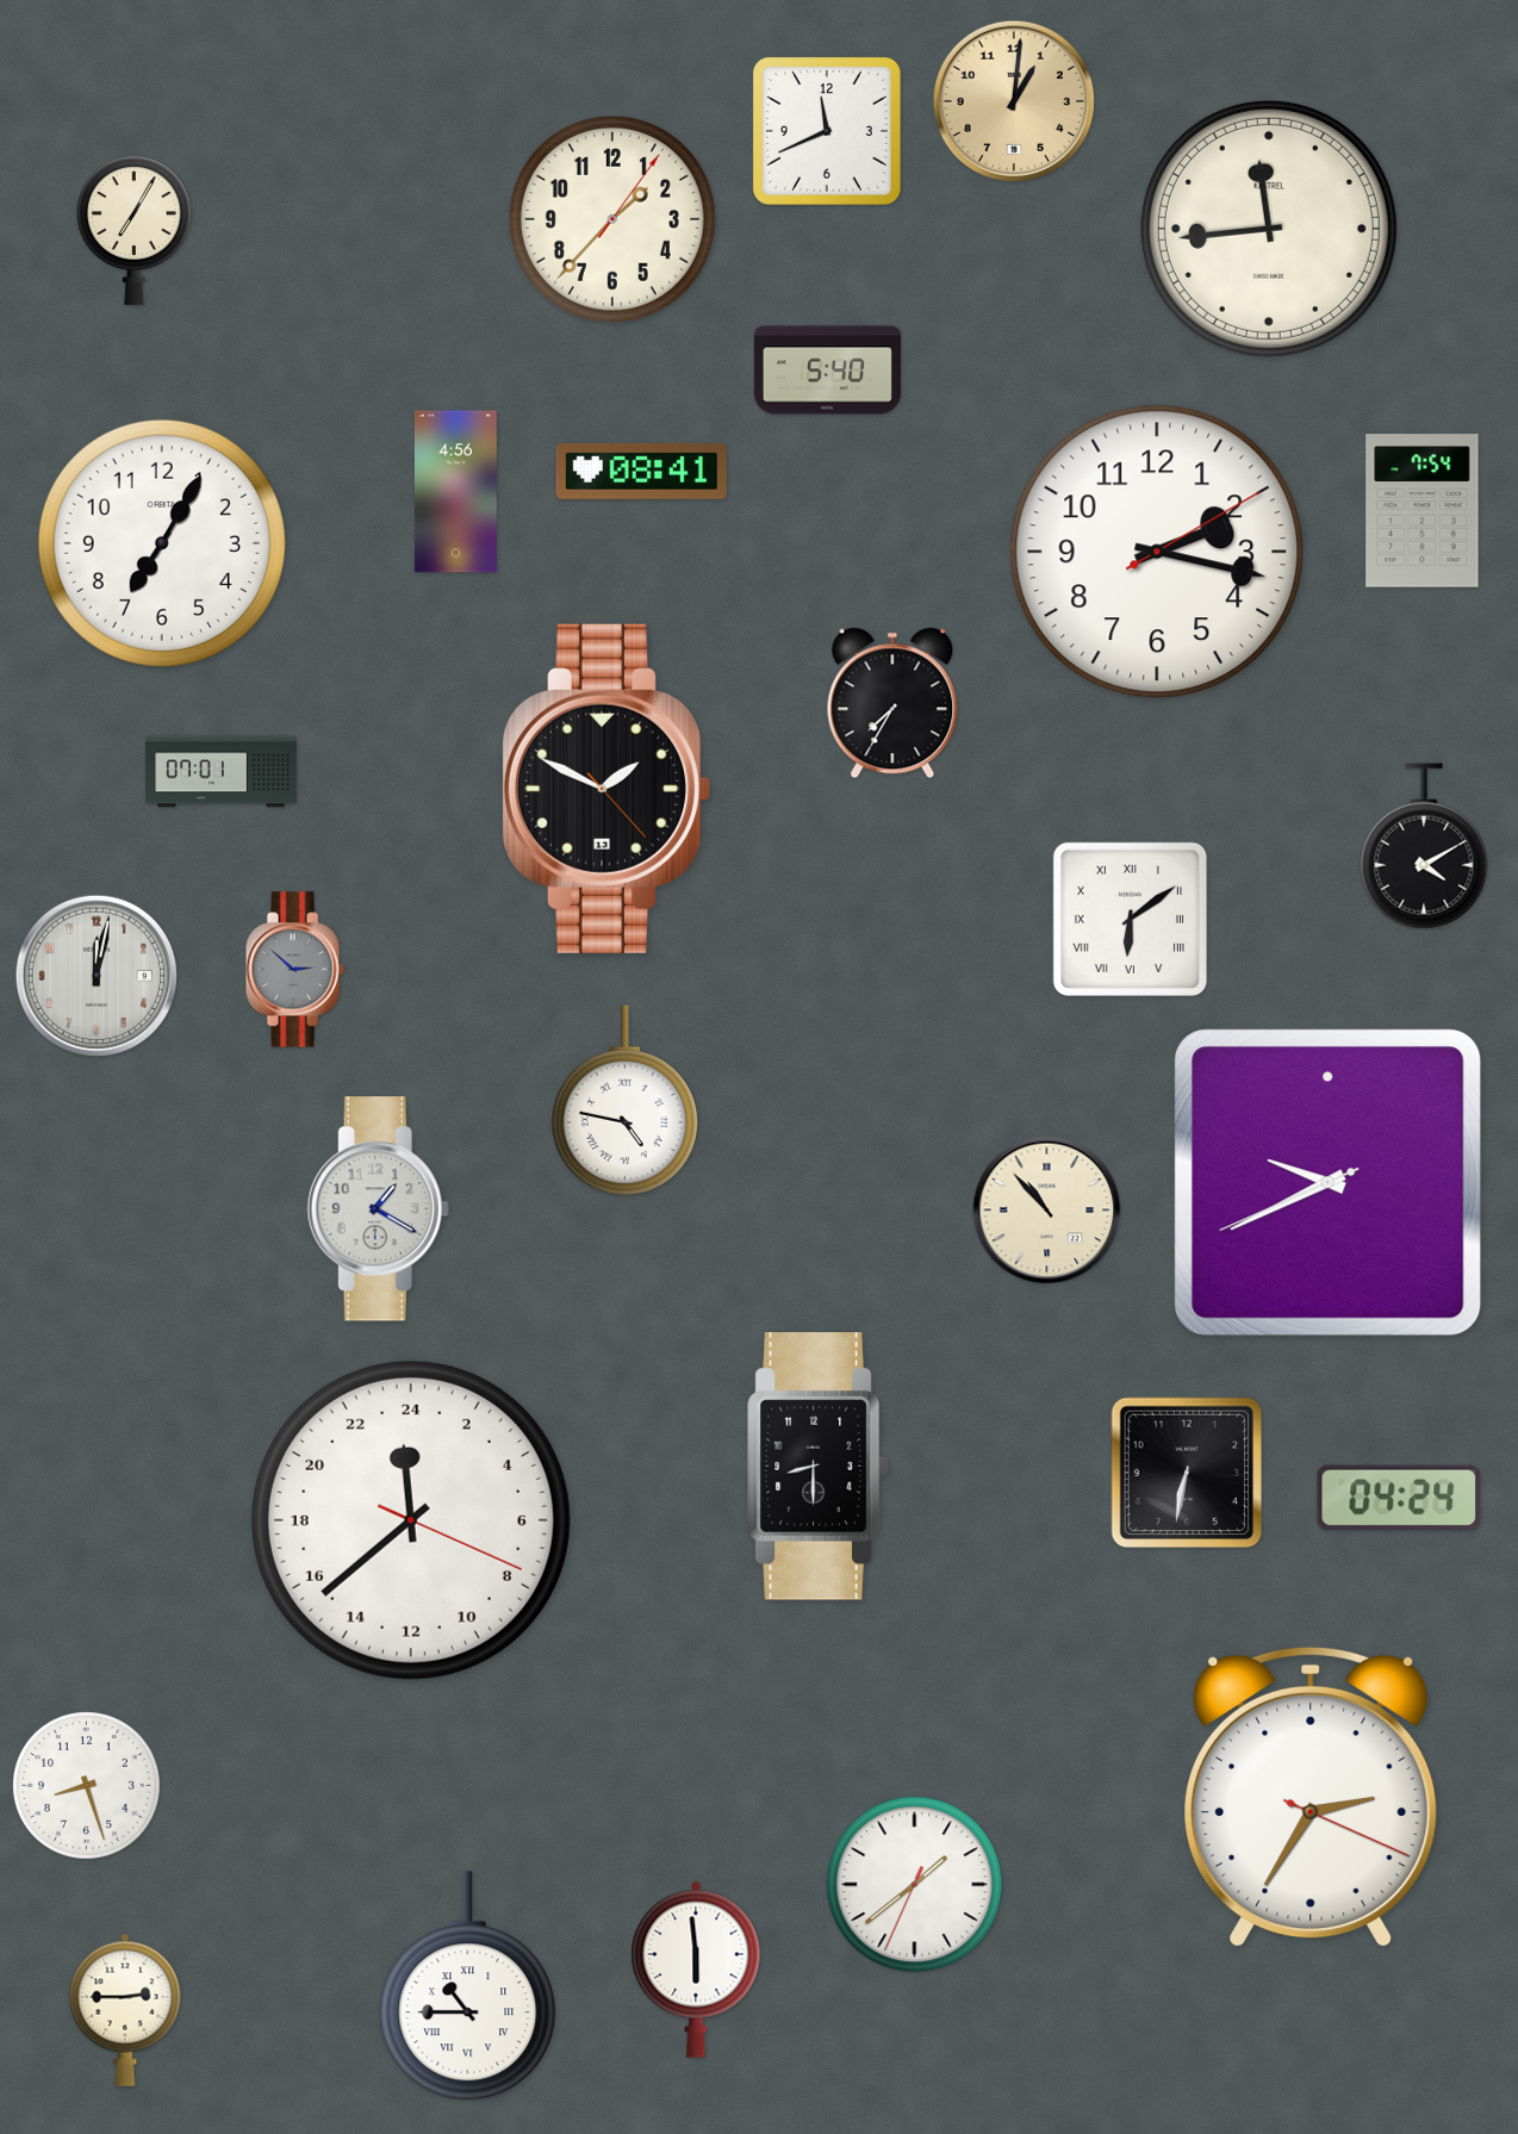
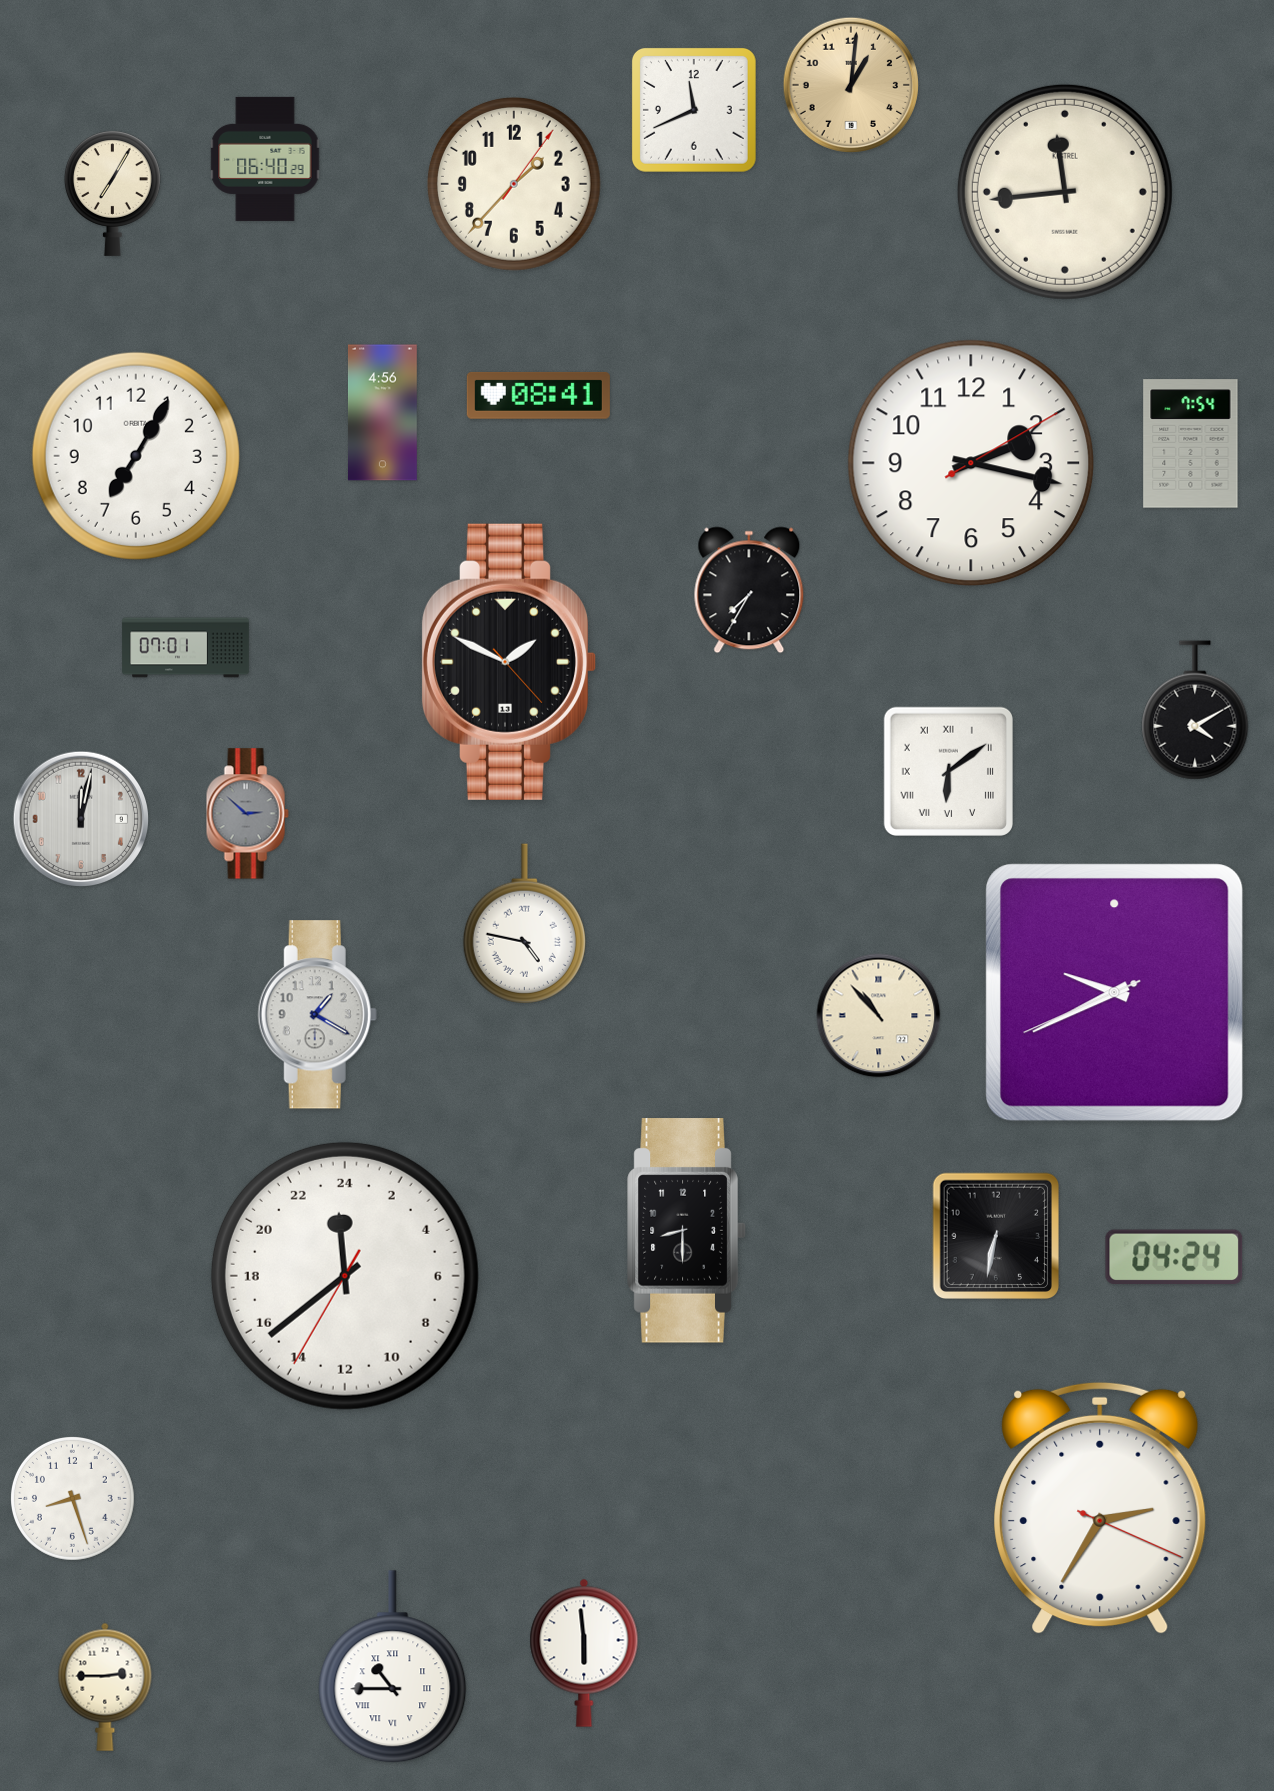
clock at (265, 159): none -> 06:40
clock at (827, 371): 5:40 -> none
clock at (1423, 511) position: (1423, 511) -> (1191, 444)
clock at (411, 1520): 23:38:19 -> 23:38:35
clock at (915, 1885): 1:38 -> none
